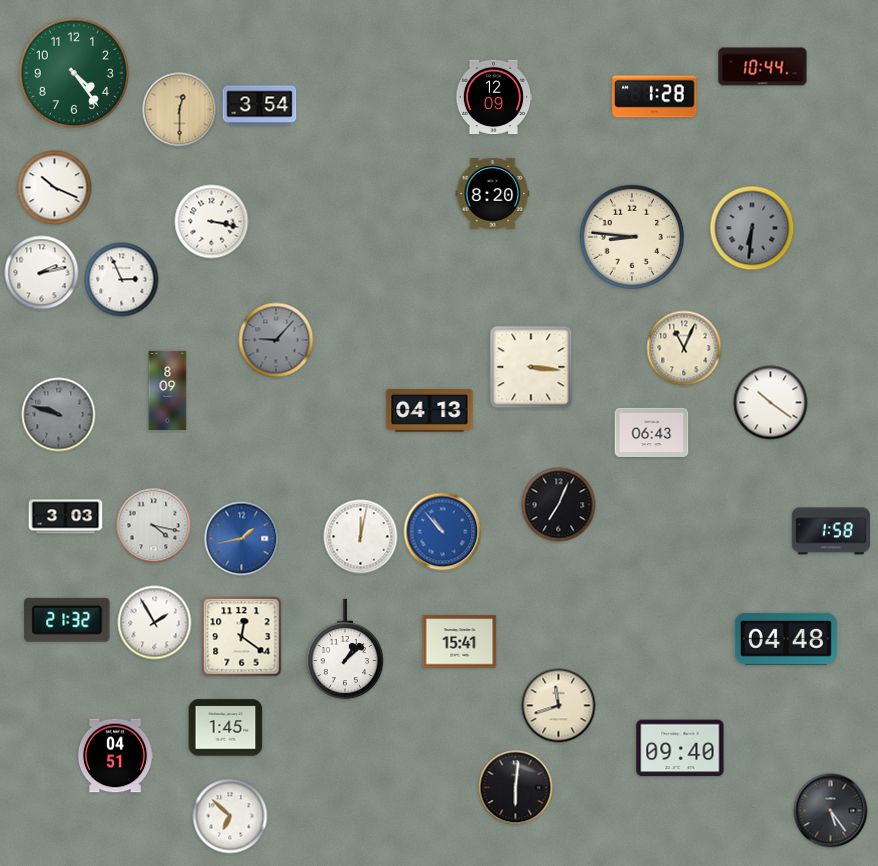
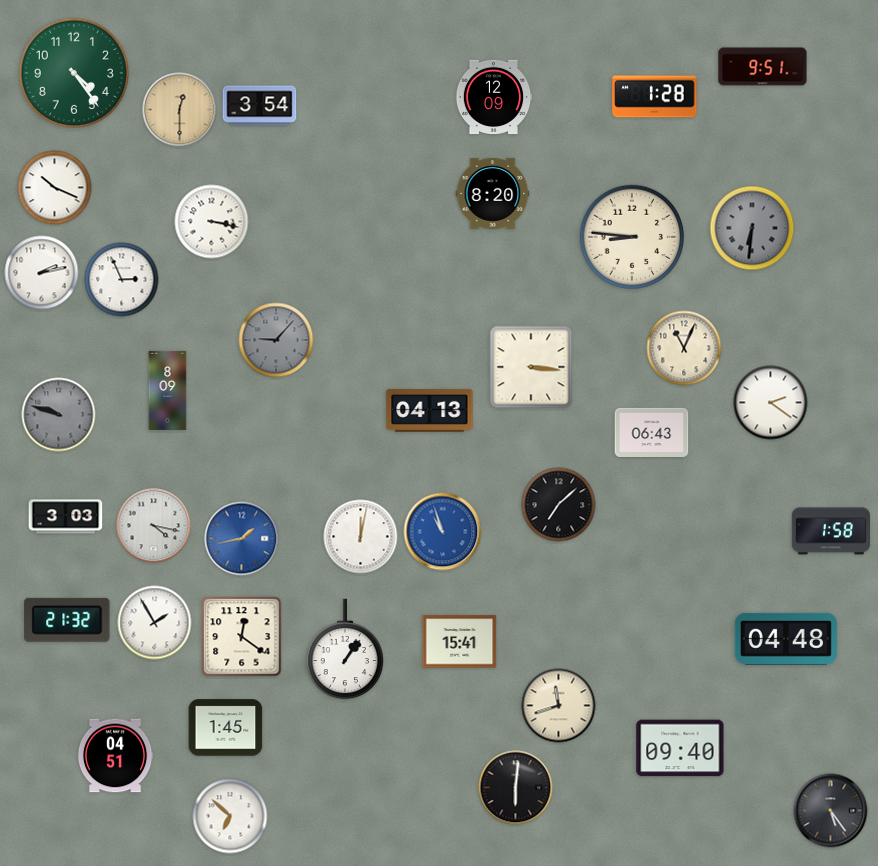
clock at (763, 67): 10:44 -> 9:51
clock at (771, 403): 10:21 -> 2:21
clock at (559, 505): 7:04 -> 7:08
clock at (443, 532): 10:53 -> 10:57
clock at (345, 649): 1:08 -> 1:06
